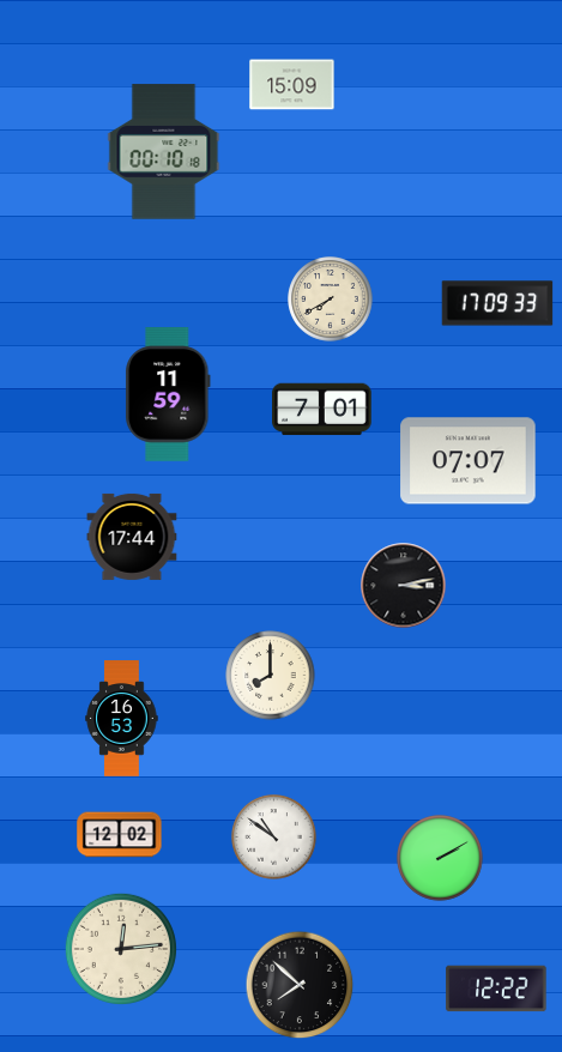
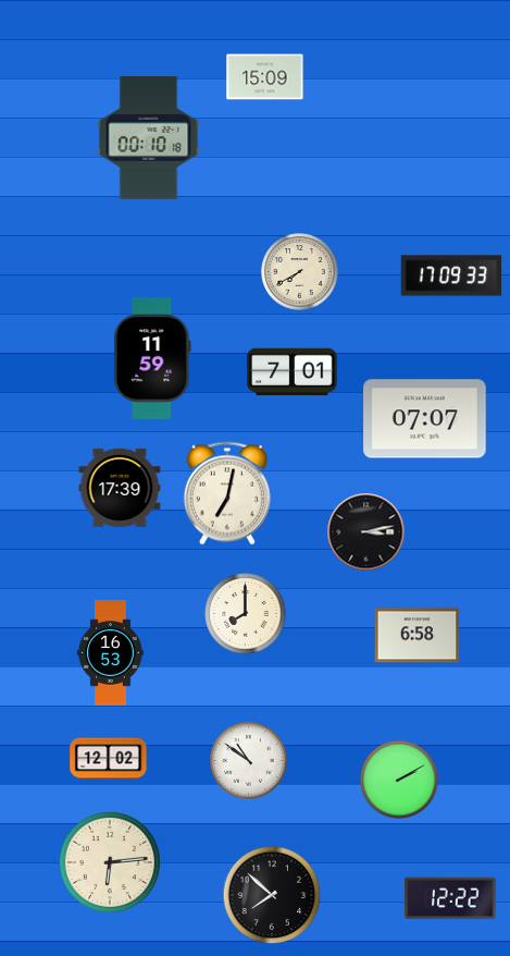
clock at (132, 537): 17:44 -> 17:39
clock at (227, 493): none -> 7:02
clock at (418, 636): none -> 6:58
clock at (121, 949): 12:14 -> 6:14
